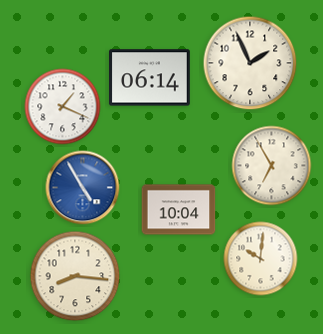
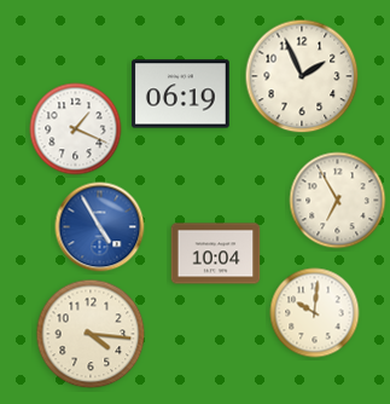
clock at (150, 78): 06:14 -> 06:19
clock at (272, 166) position: (272, 166) -> (338, 201)
clock at (75, 276): 8:16 -> 4:16
